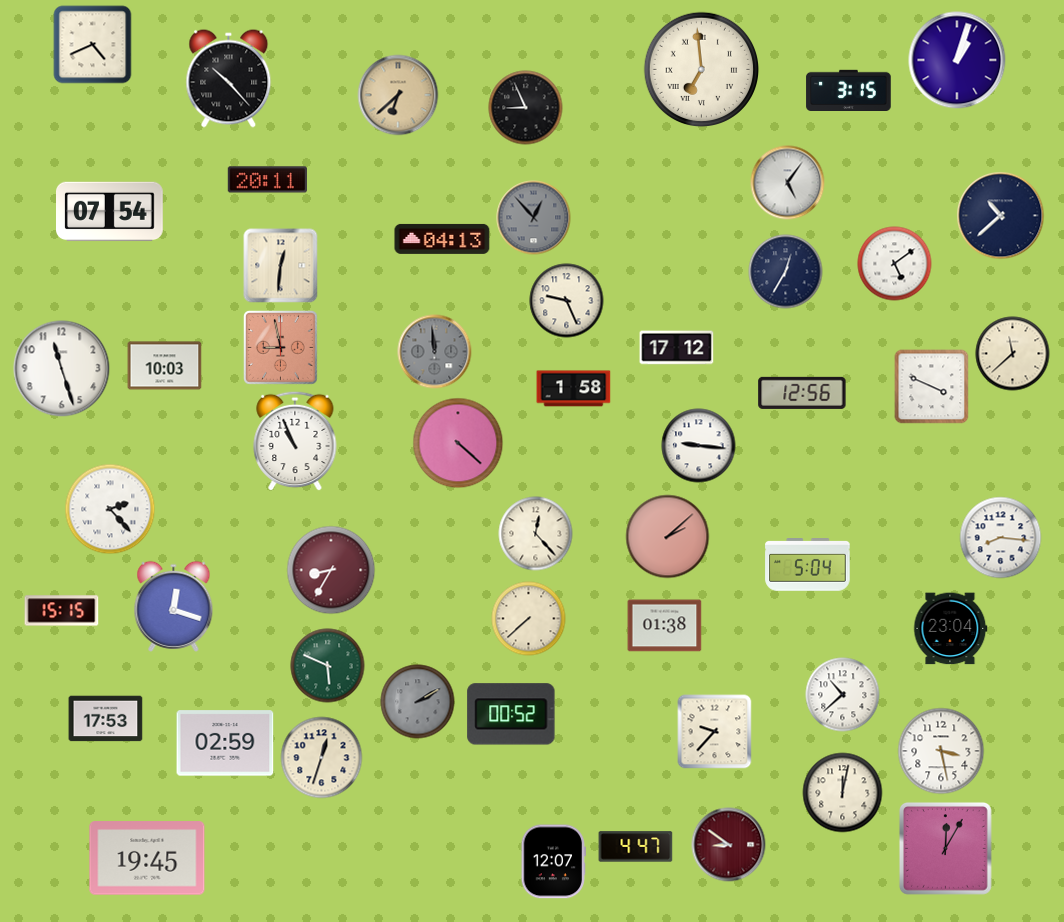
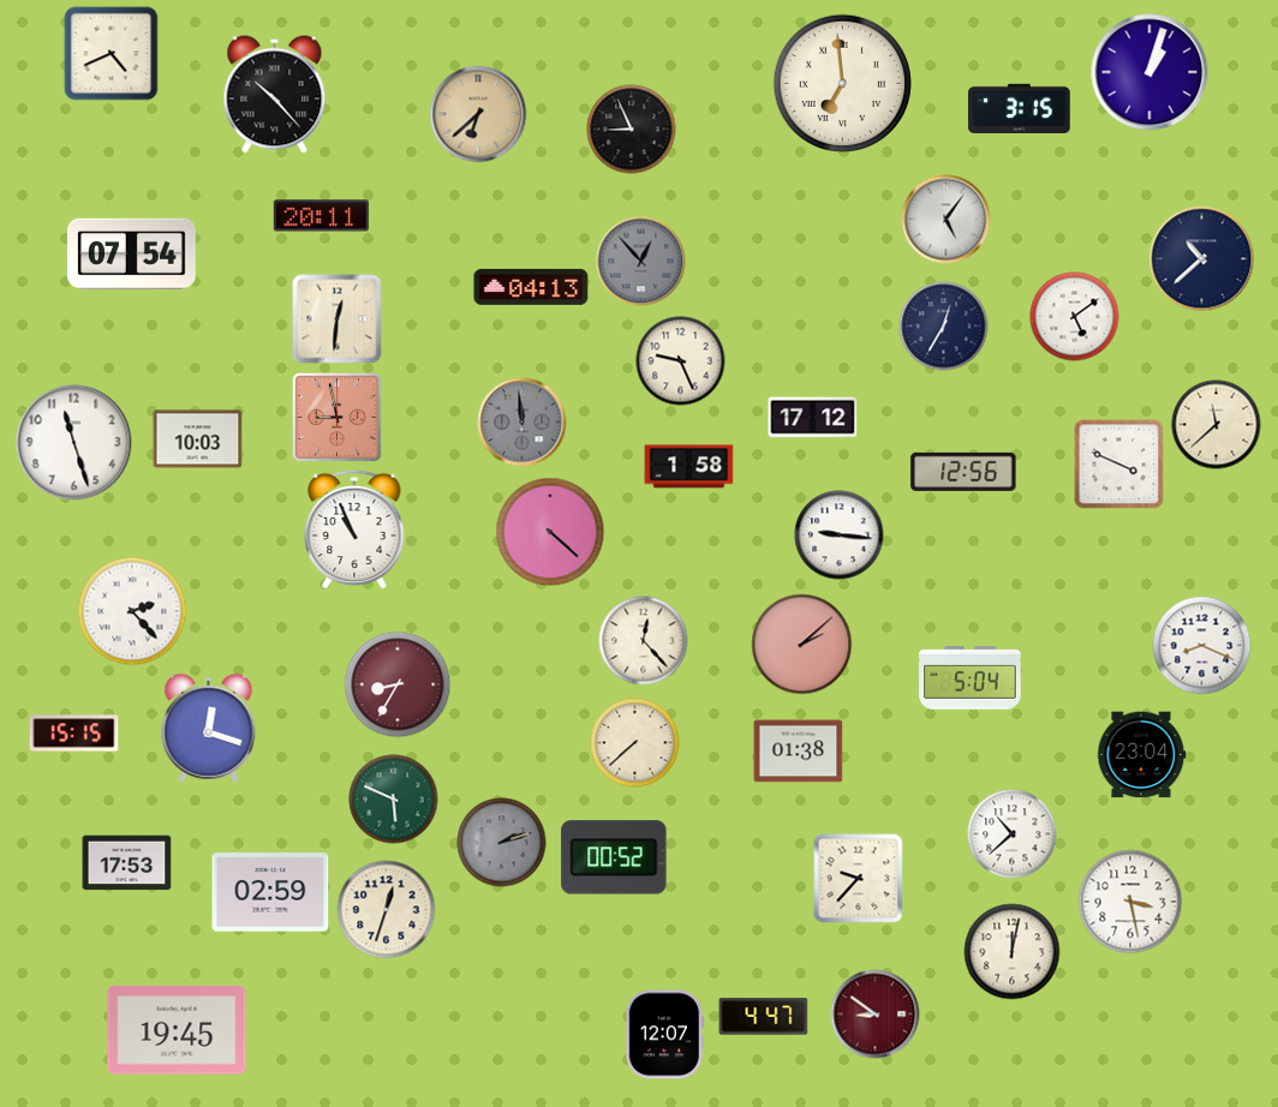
clock at (1001, 538): 8:16 -> 8:19
clock at (418, 702): 2:10 -> 2:12
clock at (945, 848): 12:05 -> none
